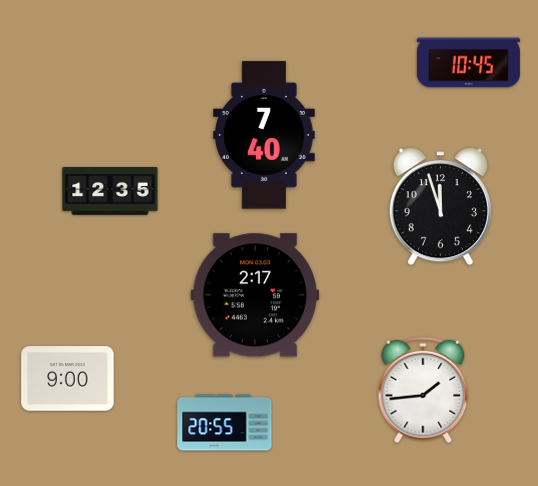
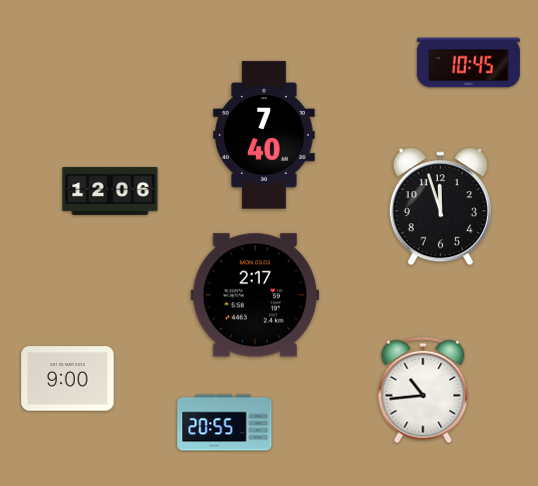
clock at (110, 192): 12:35 -> 12:06
clock at (423, 390): 1:44 -> 10:44
